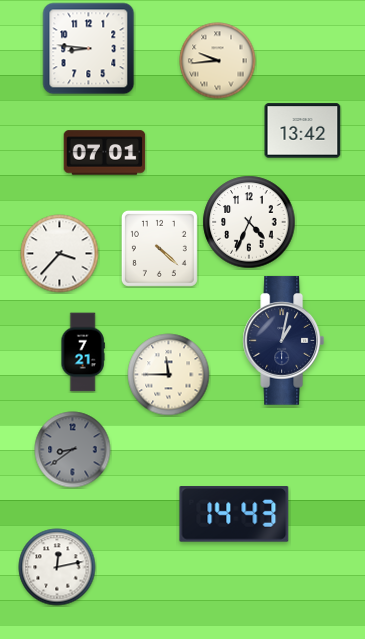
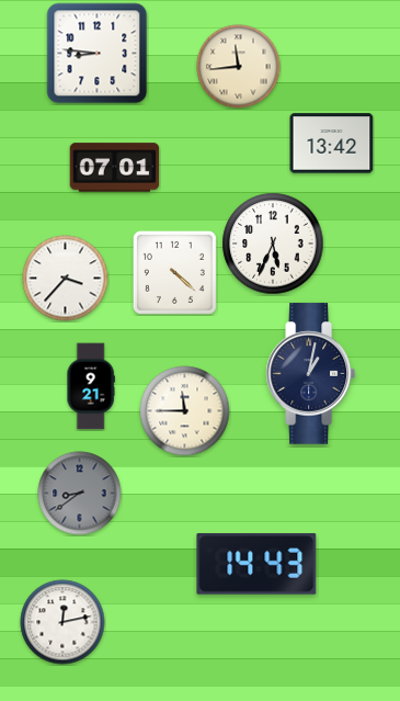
clock at (218, 61): 9:44 -> 11:44
clock at (249, 222): 4:34 -> 5:34
clock at (83, 352): 7:21 -> 9:21
